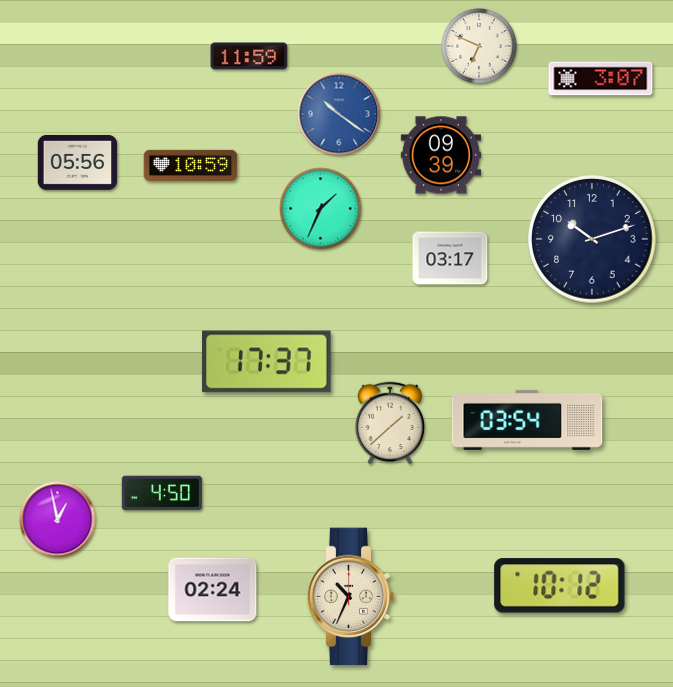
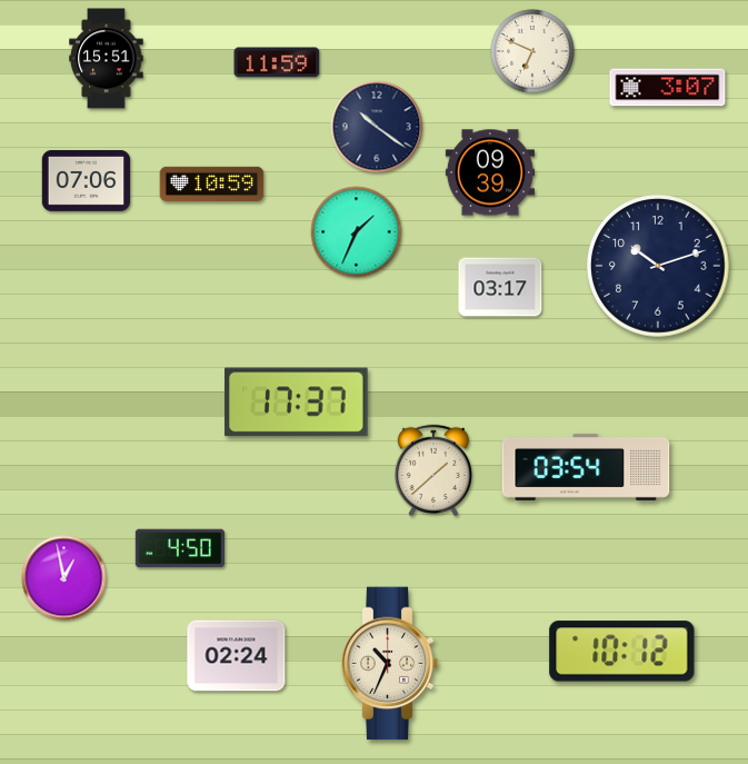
clock at (107, 59): none -> 15:51
clock at (339, 114) dial: blue -> navy
clock at (78, 162): 05:56 -> 07:06
